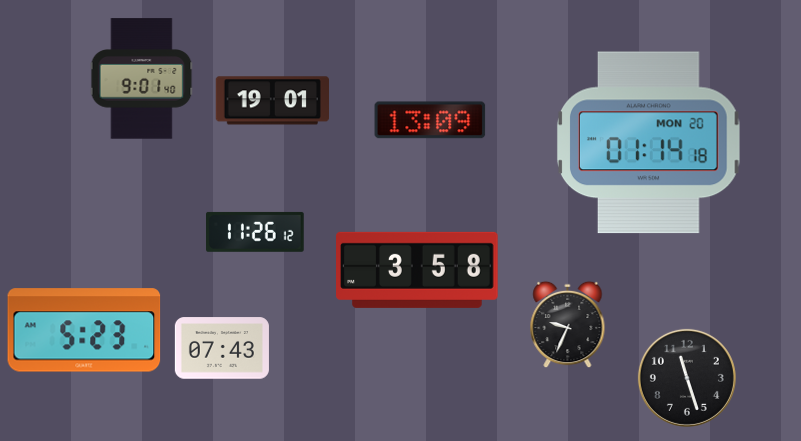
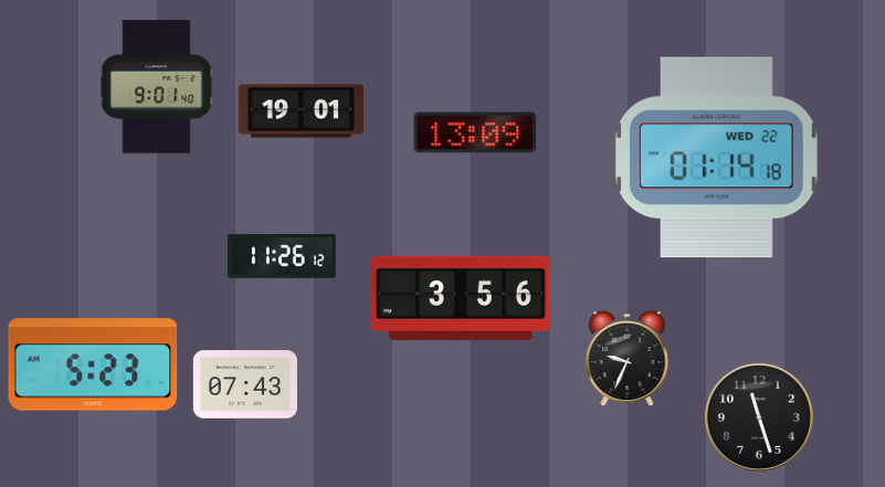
clock at (649, 143) date: MON 20 -> WED 22
clock at (417, 270): 3:58 -> 3:56
